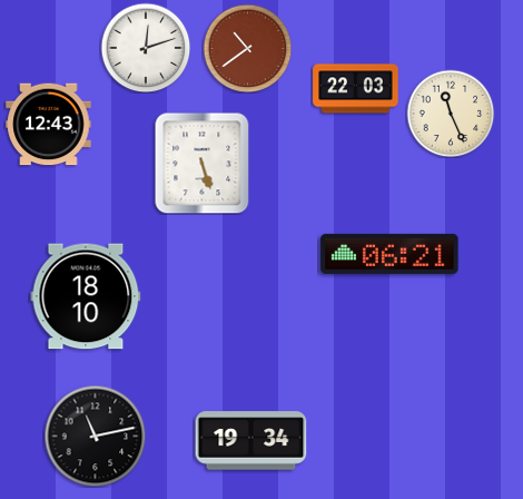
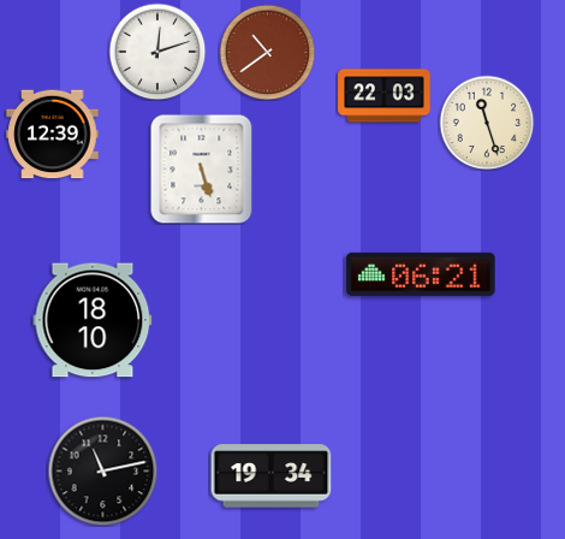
clock at (451, 114): 11:26 -> 11:27
clock at (49, 125): 12:43 -> 12:39
clock at (203, 163) position: (203, 163) -> (202, 168)
